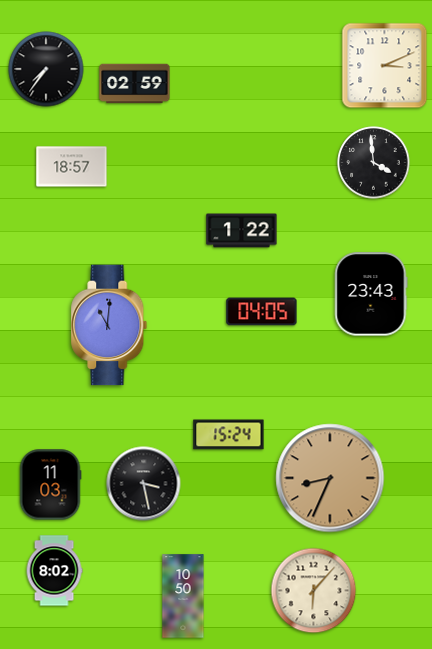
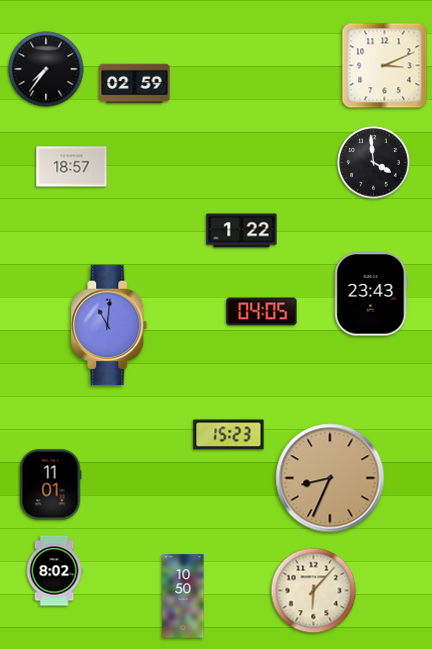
clock at (229, 435): 15:24 -> 15:23
clock at (144, 484): 3:28 -> none
clock at (50, 485): 11:03 -> 11:01
